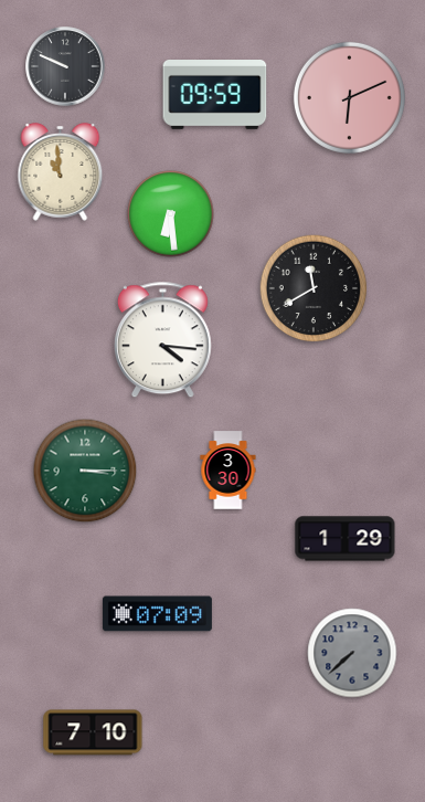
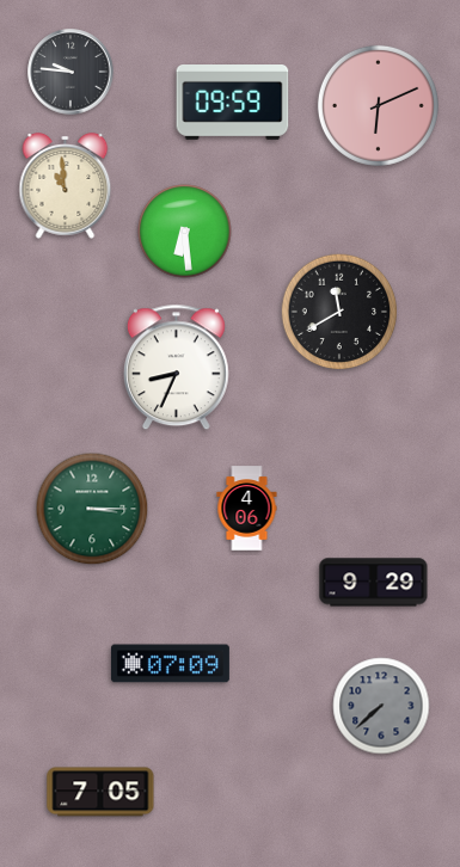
clock at (65, 66): 9:49 -> 9:46
clock at (162, 340): 4:16 -> 8:34
clock at (229, 471): 3:30 -> 4:06
clock at (346, 539): 1:29 -> 9:29
clock at (93, 732): 7:10 -> 7:05
